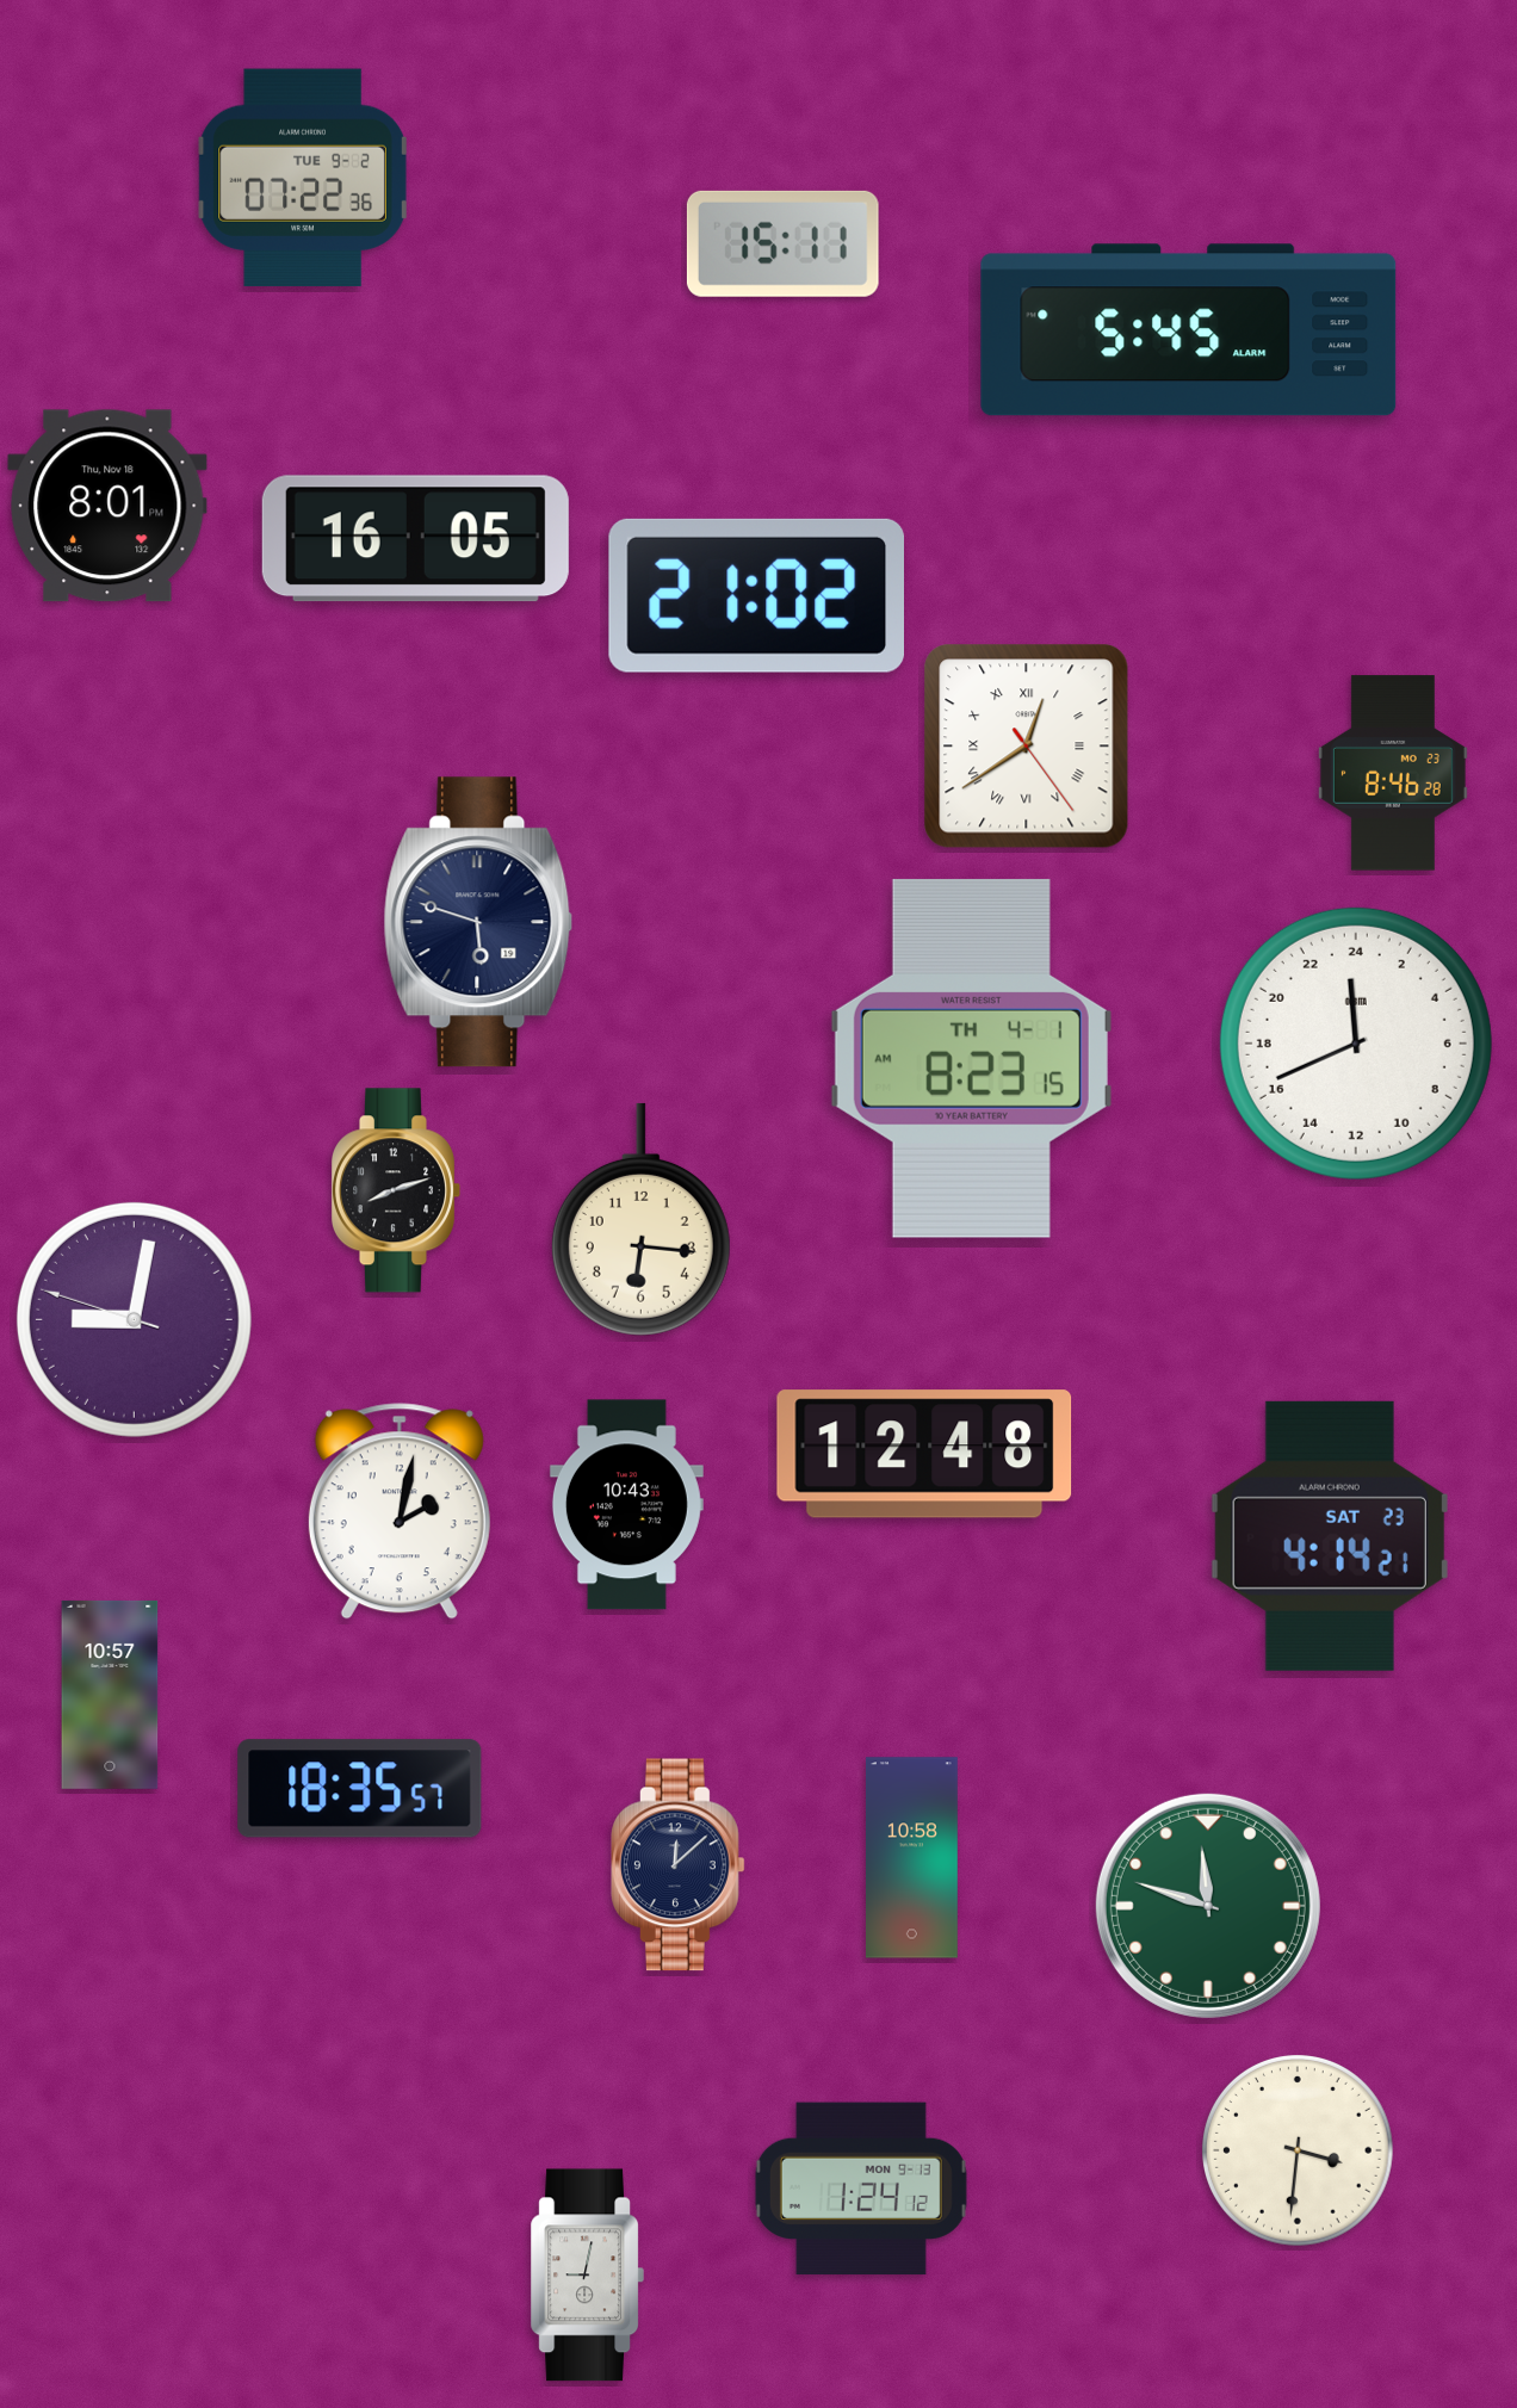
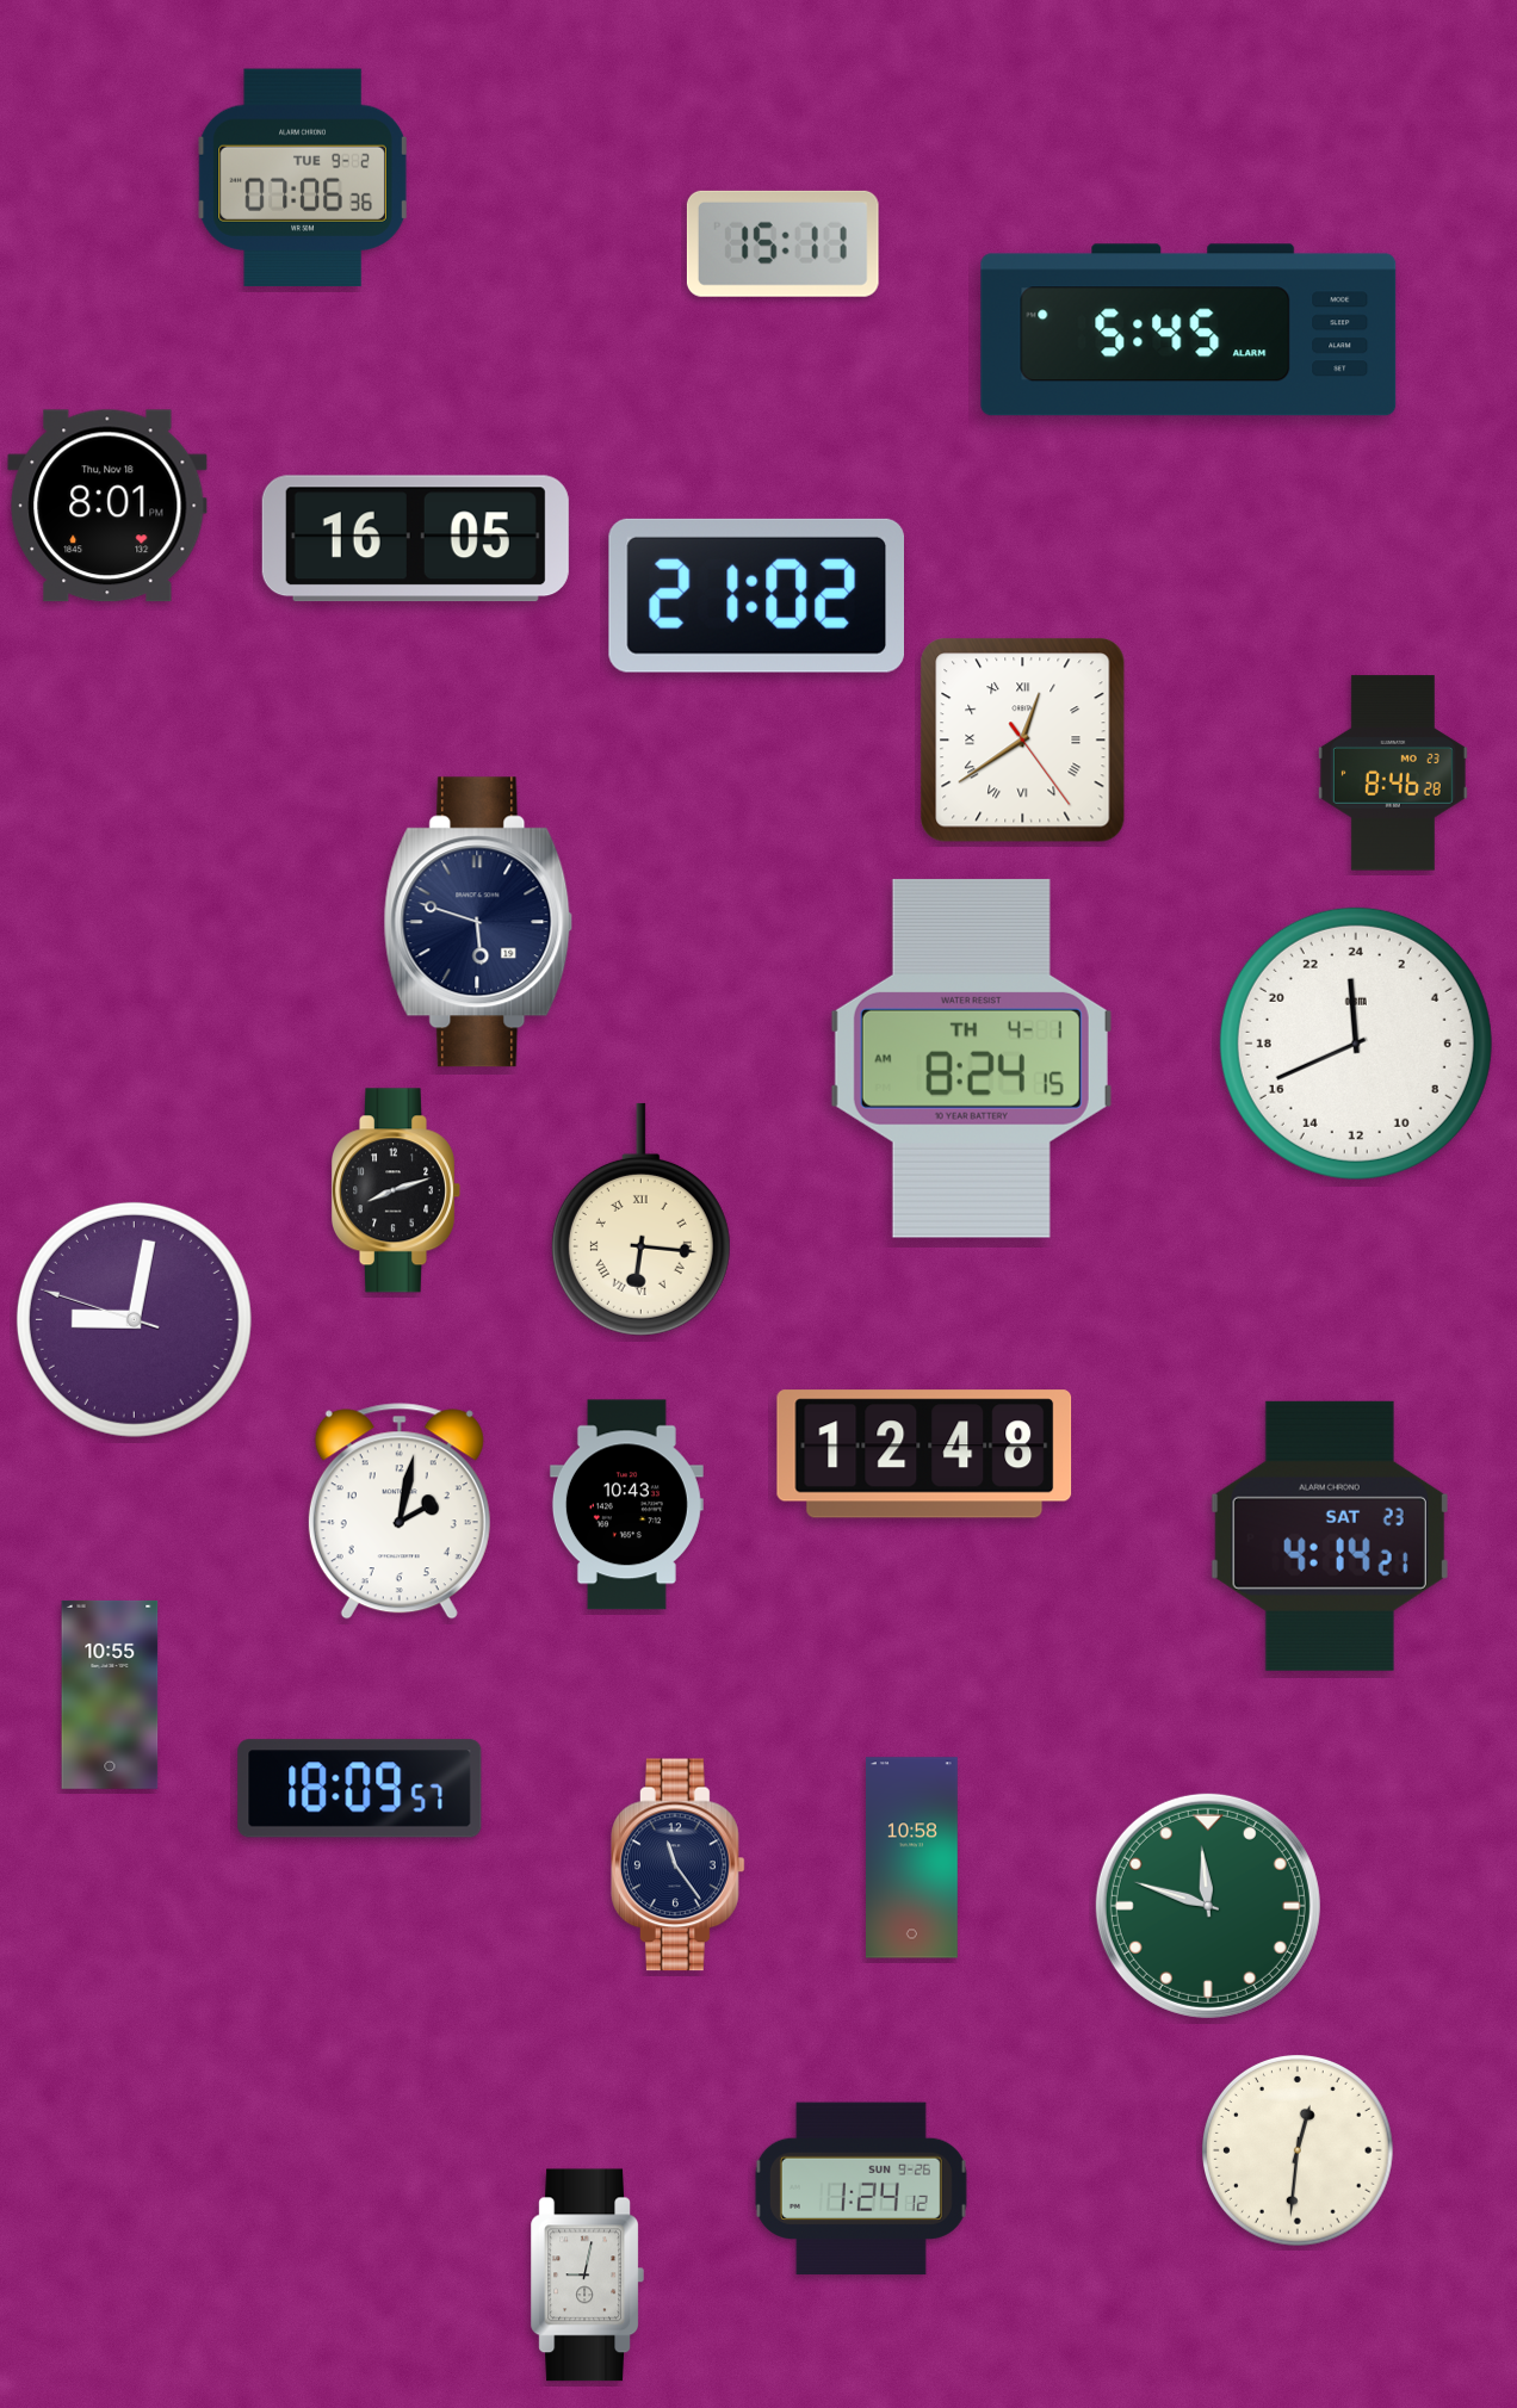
clock at (303, 178): 07:22 -> 07:06
clock at (1027, 747) position: (1027, 747) -> (1023, 741)
clock at (971, 1058): 8:23 -> 8:24
clock at (640, 1219) numerals: Arabic -> Roman
clock at (110, 1695): 10:57 -> 10:55
clock at (360, 1789): 18:35 -> 18:09
clock at (679, 1865): 12:08 -> 11:24
clock at (1299, 2152): 3:31 -> 12:31
clock at (861, 2189) date: MON 9-13 -> SUN 9-26
